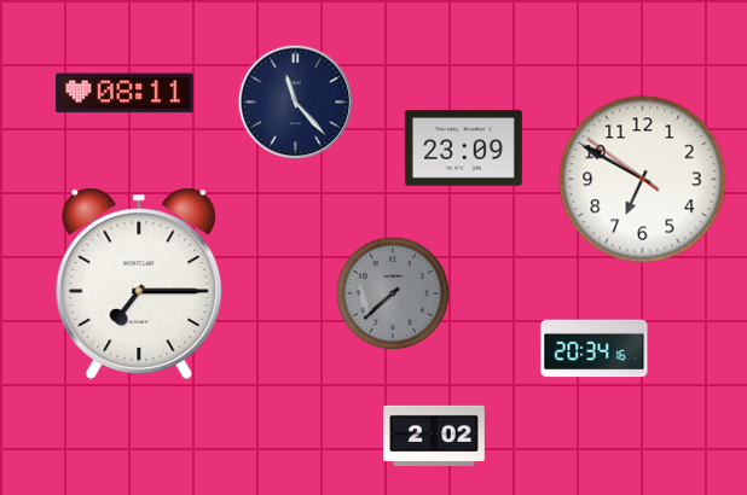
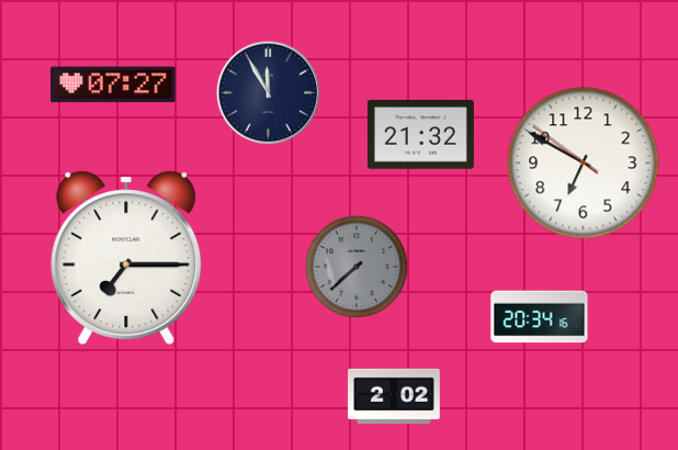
clock at (126, 93): 08:11 -> 07:27
clock at (296, 103): 11:23 -> 11:55
clock at (463, 148): 23:09 -> 21:32
